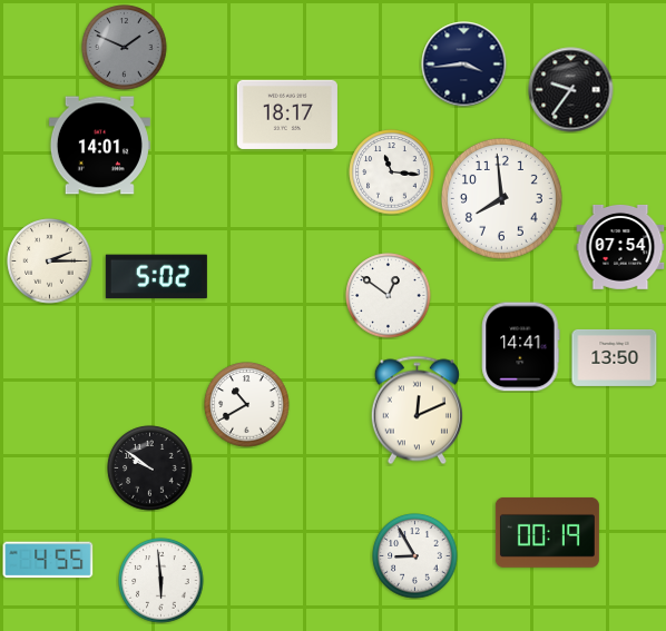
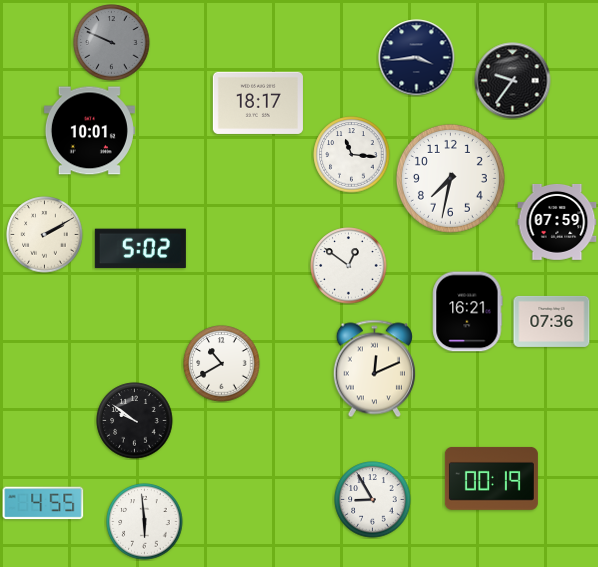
clock at (125, 48): 1:49 -> 9:49
clock at (99, 146): 14:01 -> 10:01
clock at (501, 198): 7:59 -> 7:32
clock at (620, 247): 07:54 -> 07:59
clock at (50, 262): 2:15 -> 2:10
clock at (521, 347): 14:41 -> 16:21
clock at (615, 357): 13:50 -> 07:36
